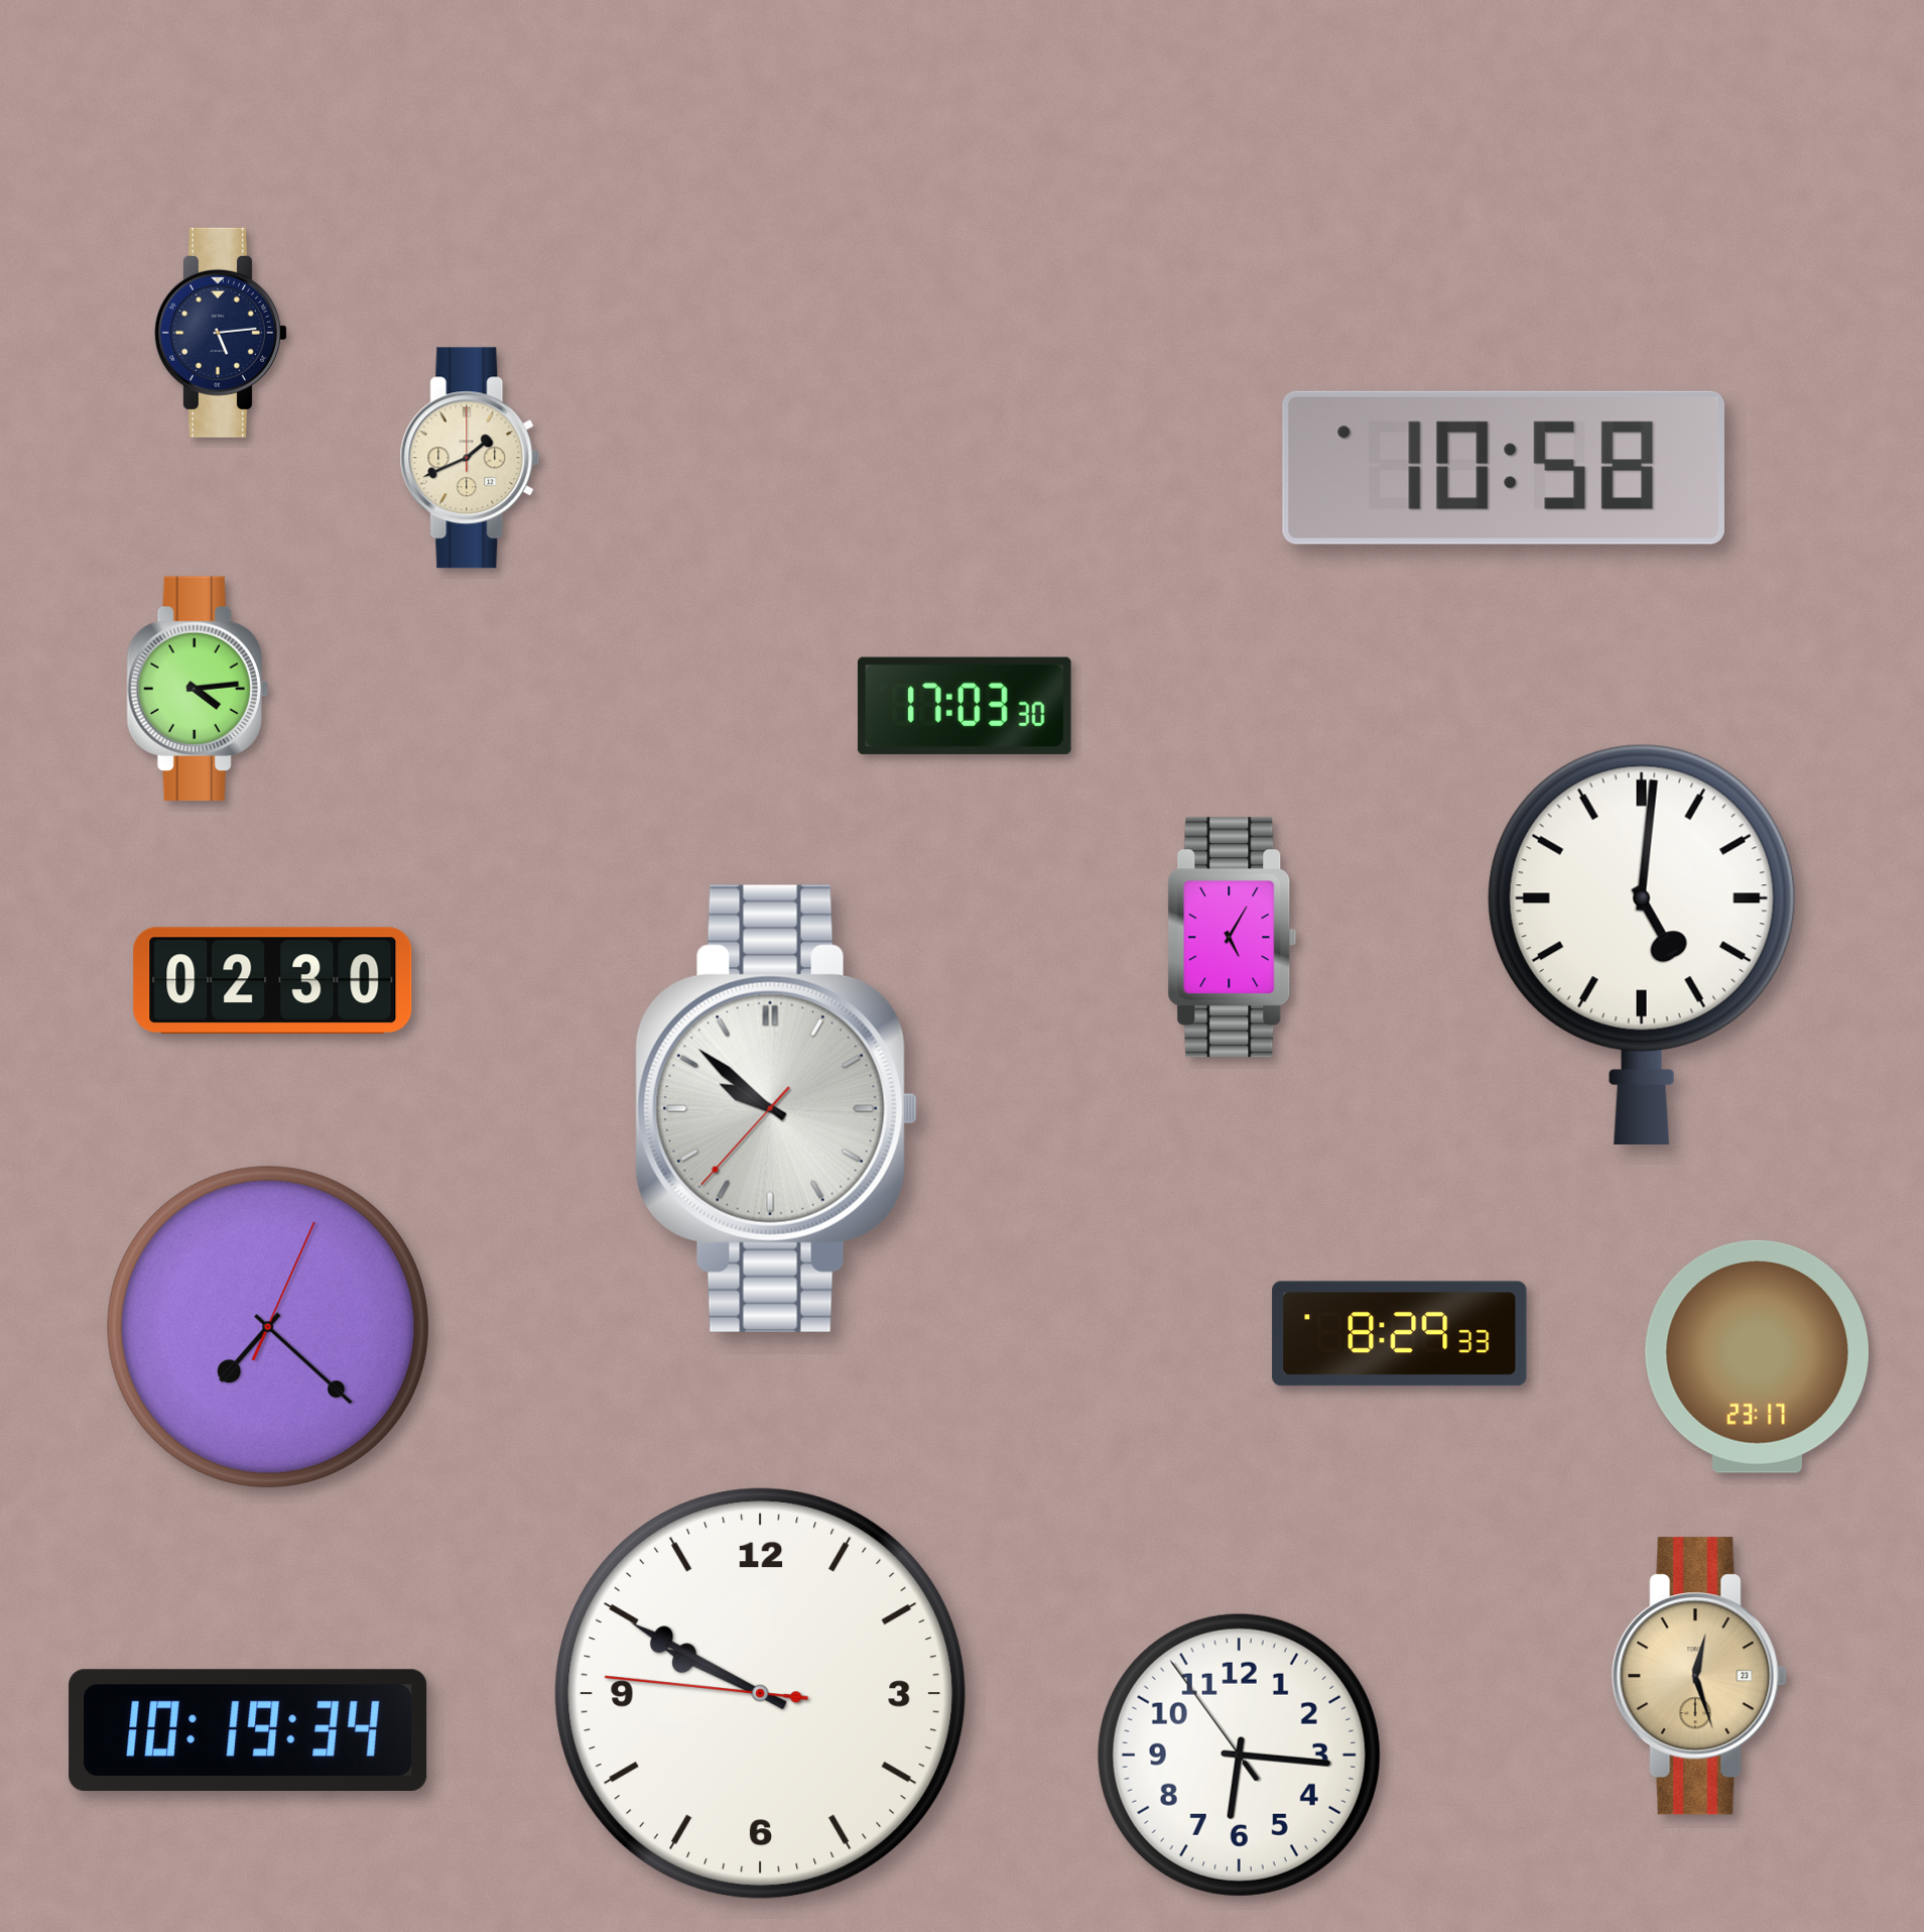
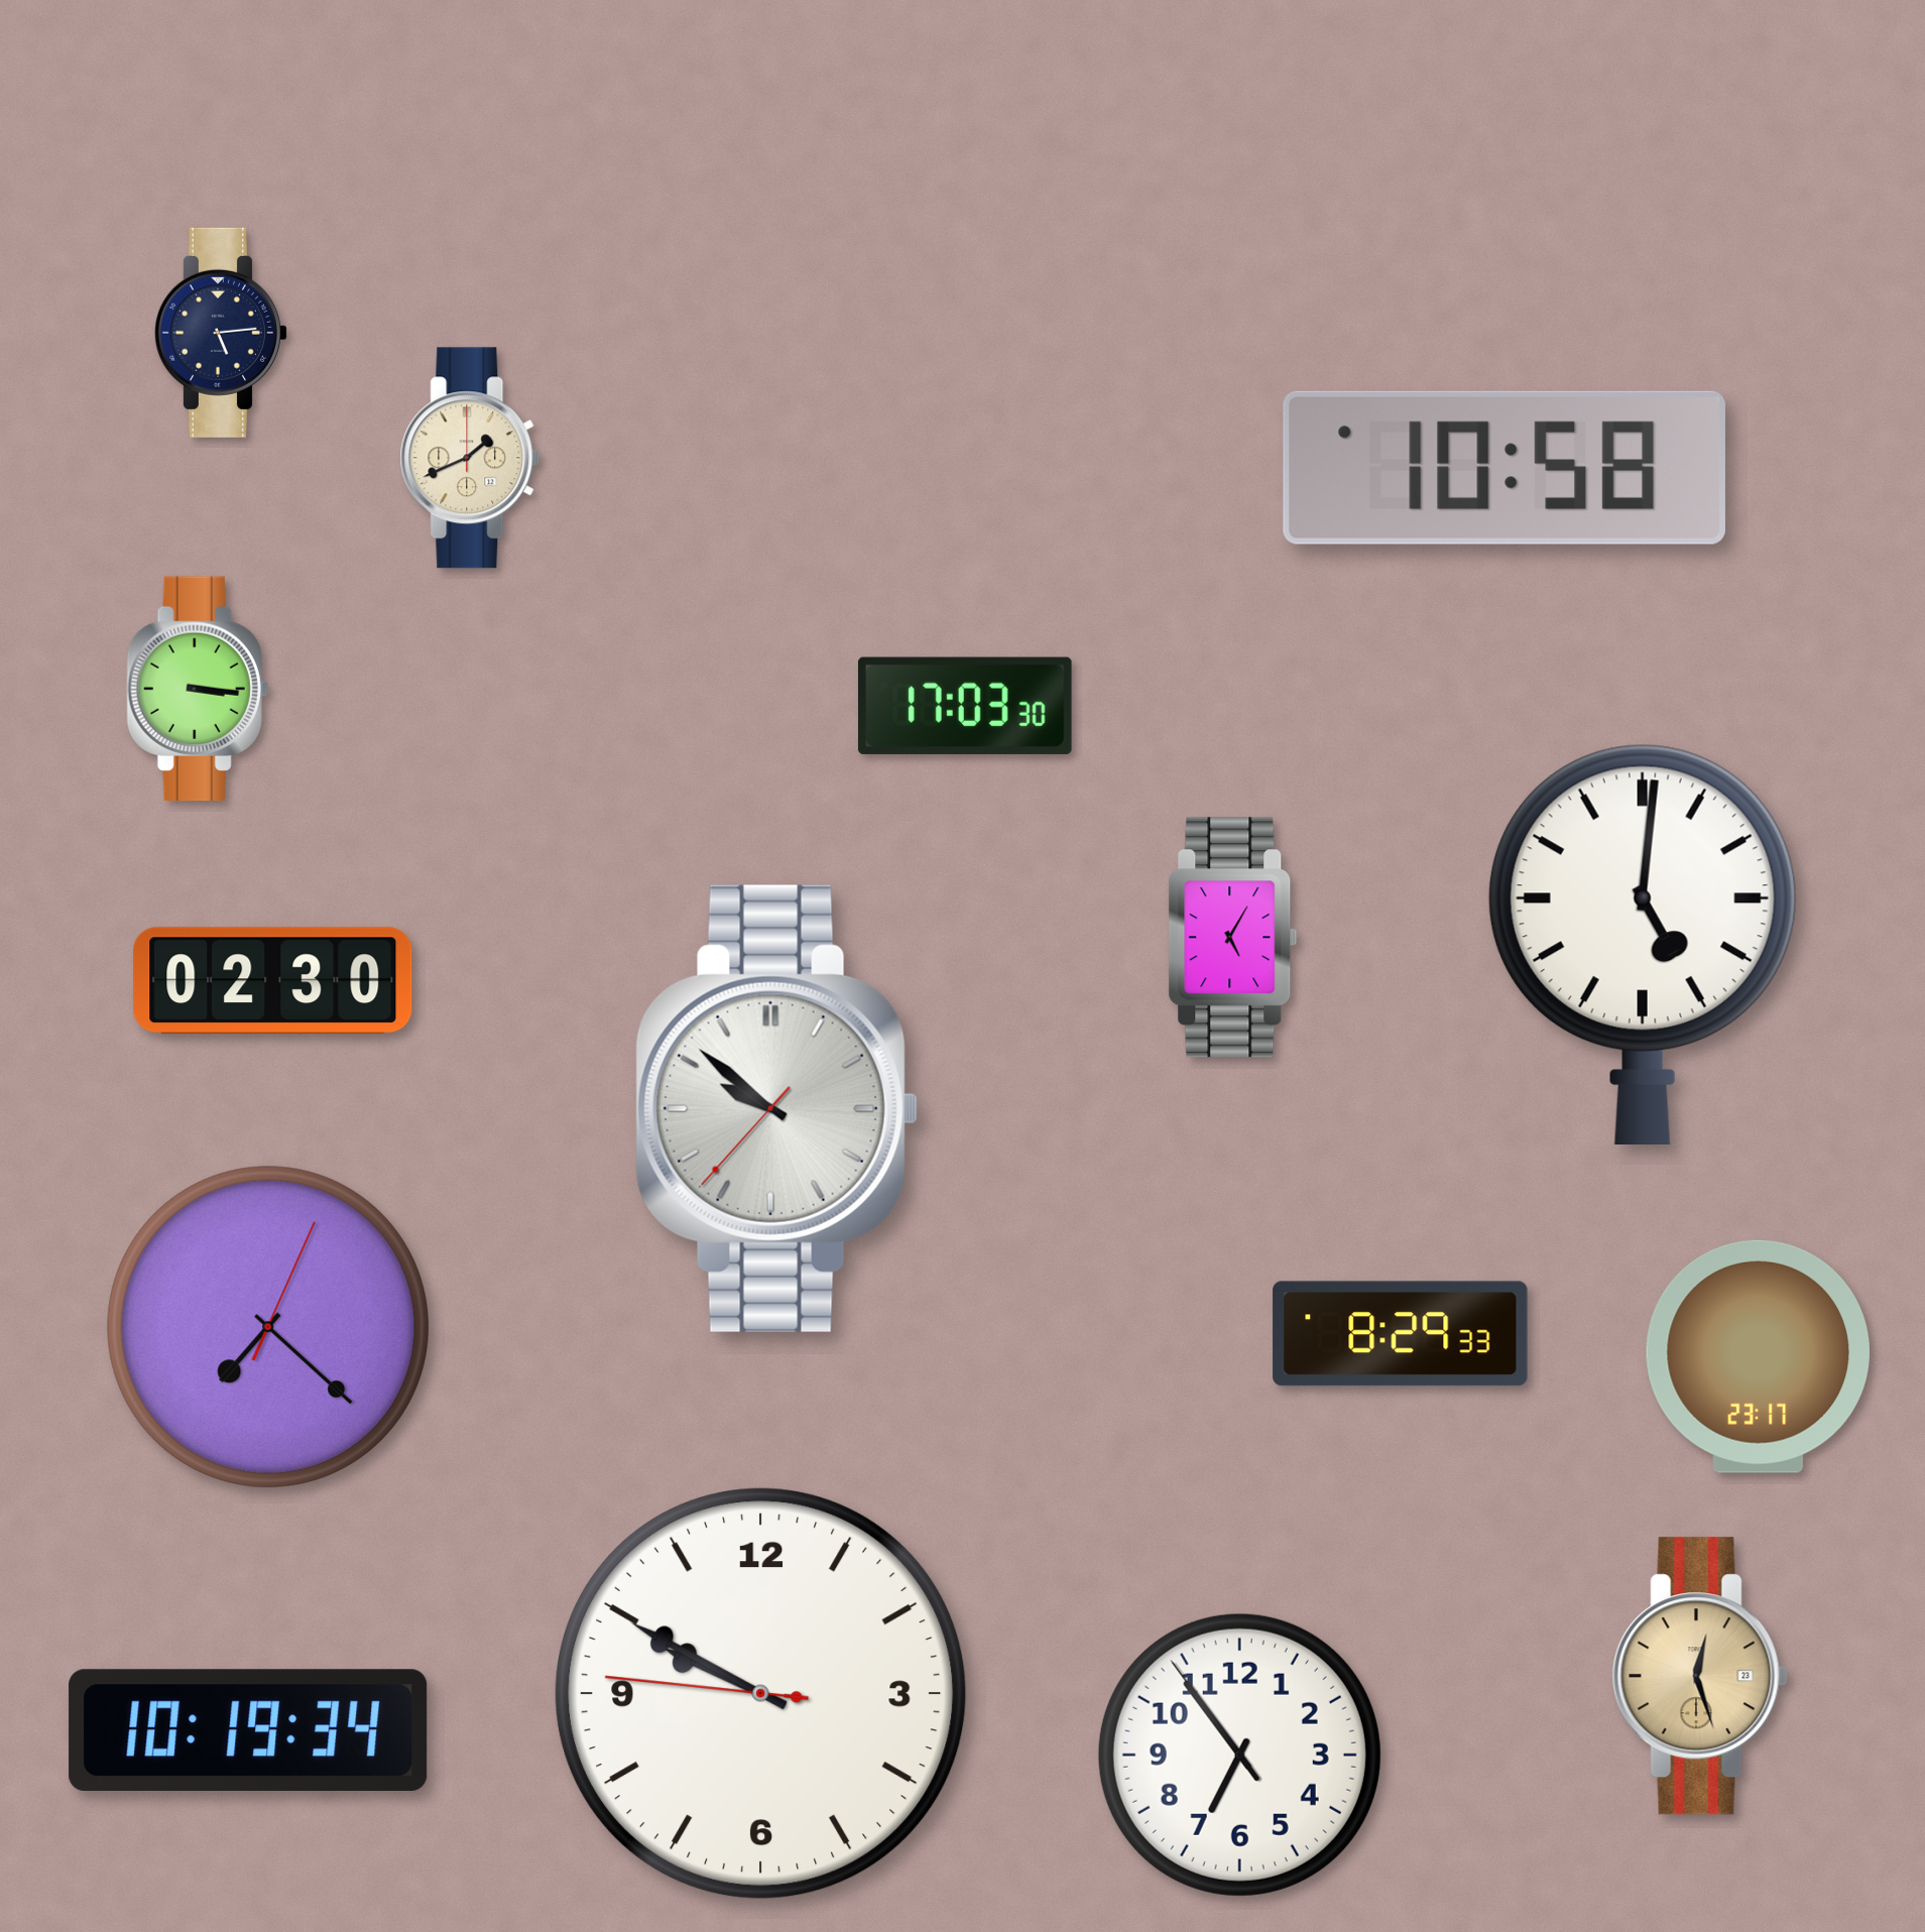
clock at (198, 689): 4:14 -> 3:16
clock at (1239, 1755): 6:15 -> 6:53
